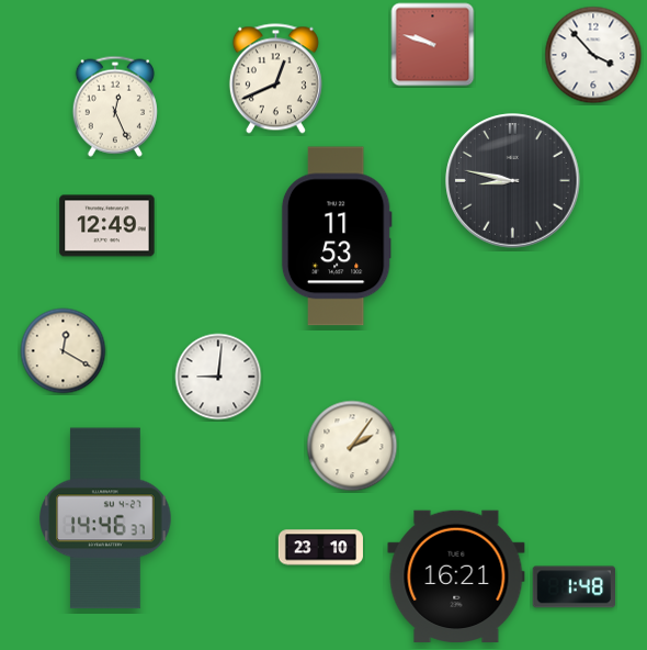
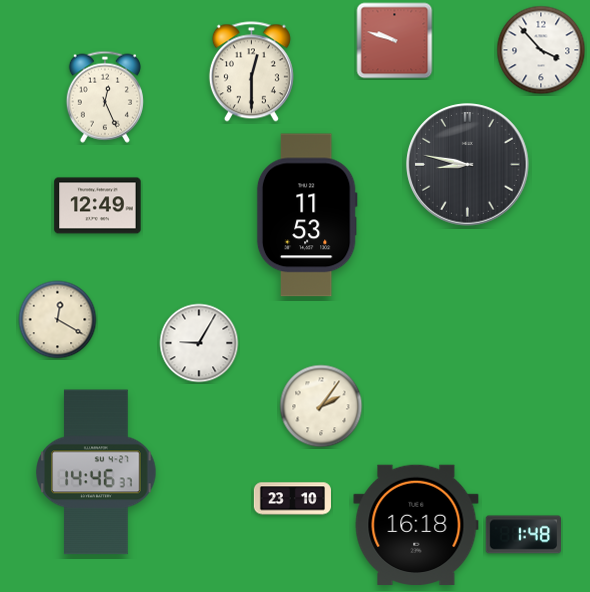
clock at (275, 79): 12:41 -> 12:30
clock at (218, 377): 9:01 -> 9:05
clock at (456, 576): 16:21 -> 16:18
